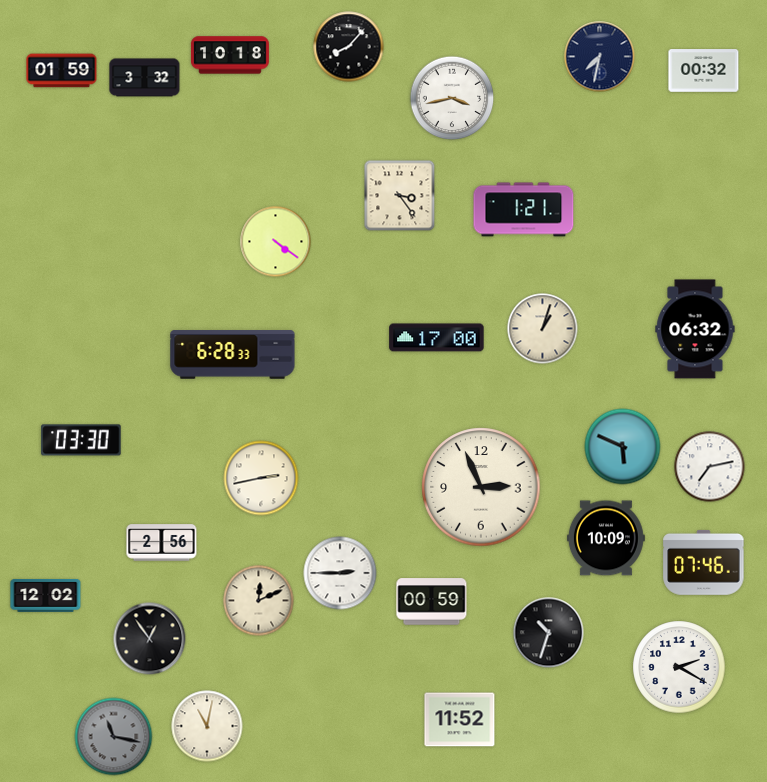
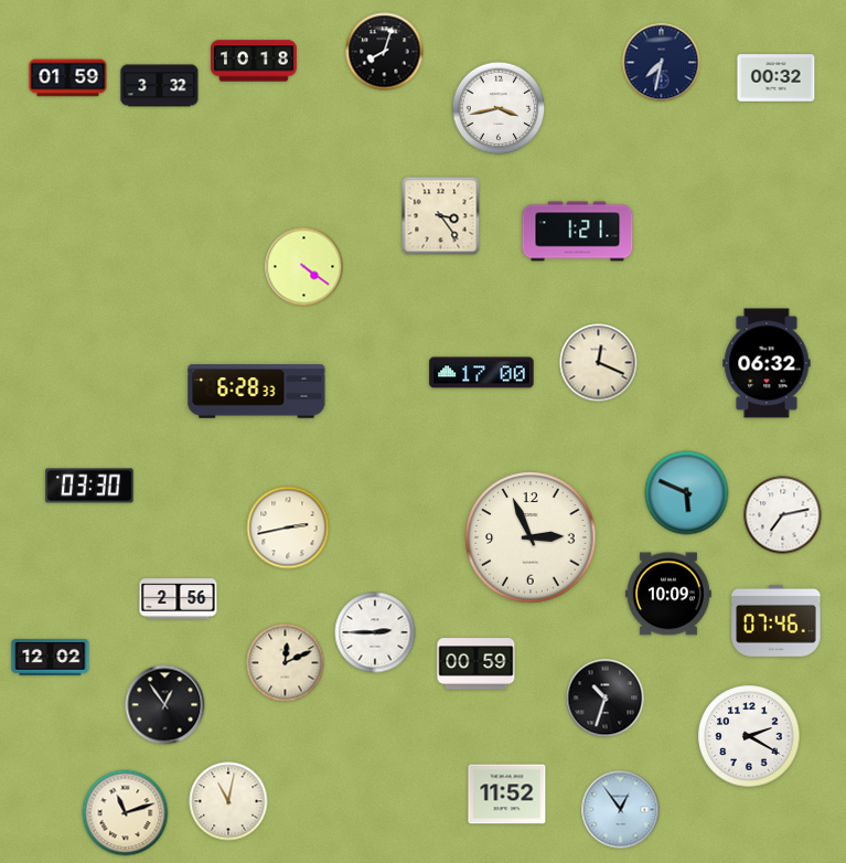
clock at (349, 47): 8:07 -> 8:03
clock at (543, 329): 1:03 -> 12:19
clock at (621, 810): none -> 12:54
clock at (114, 737): 11:17 -> 11:12
clock at (114, 737) dial: grey -> cream
